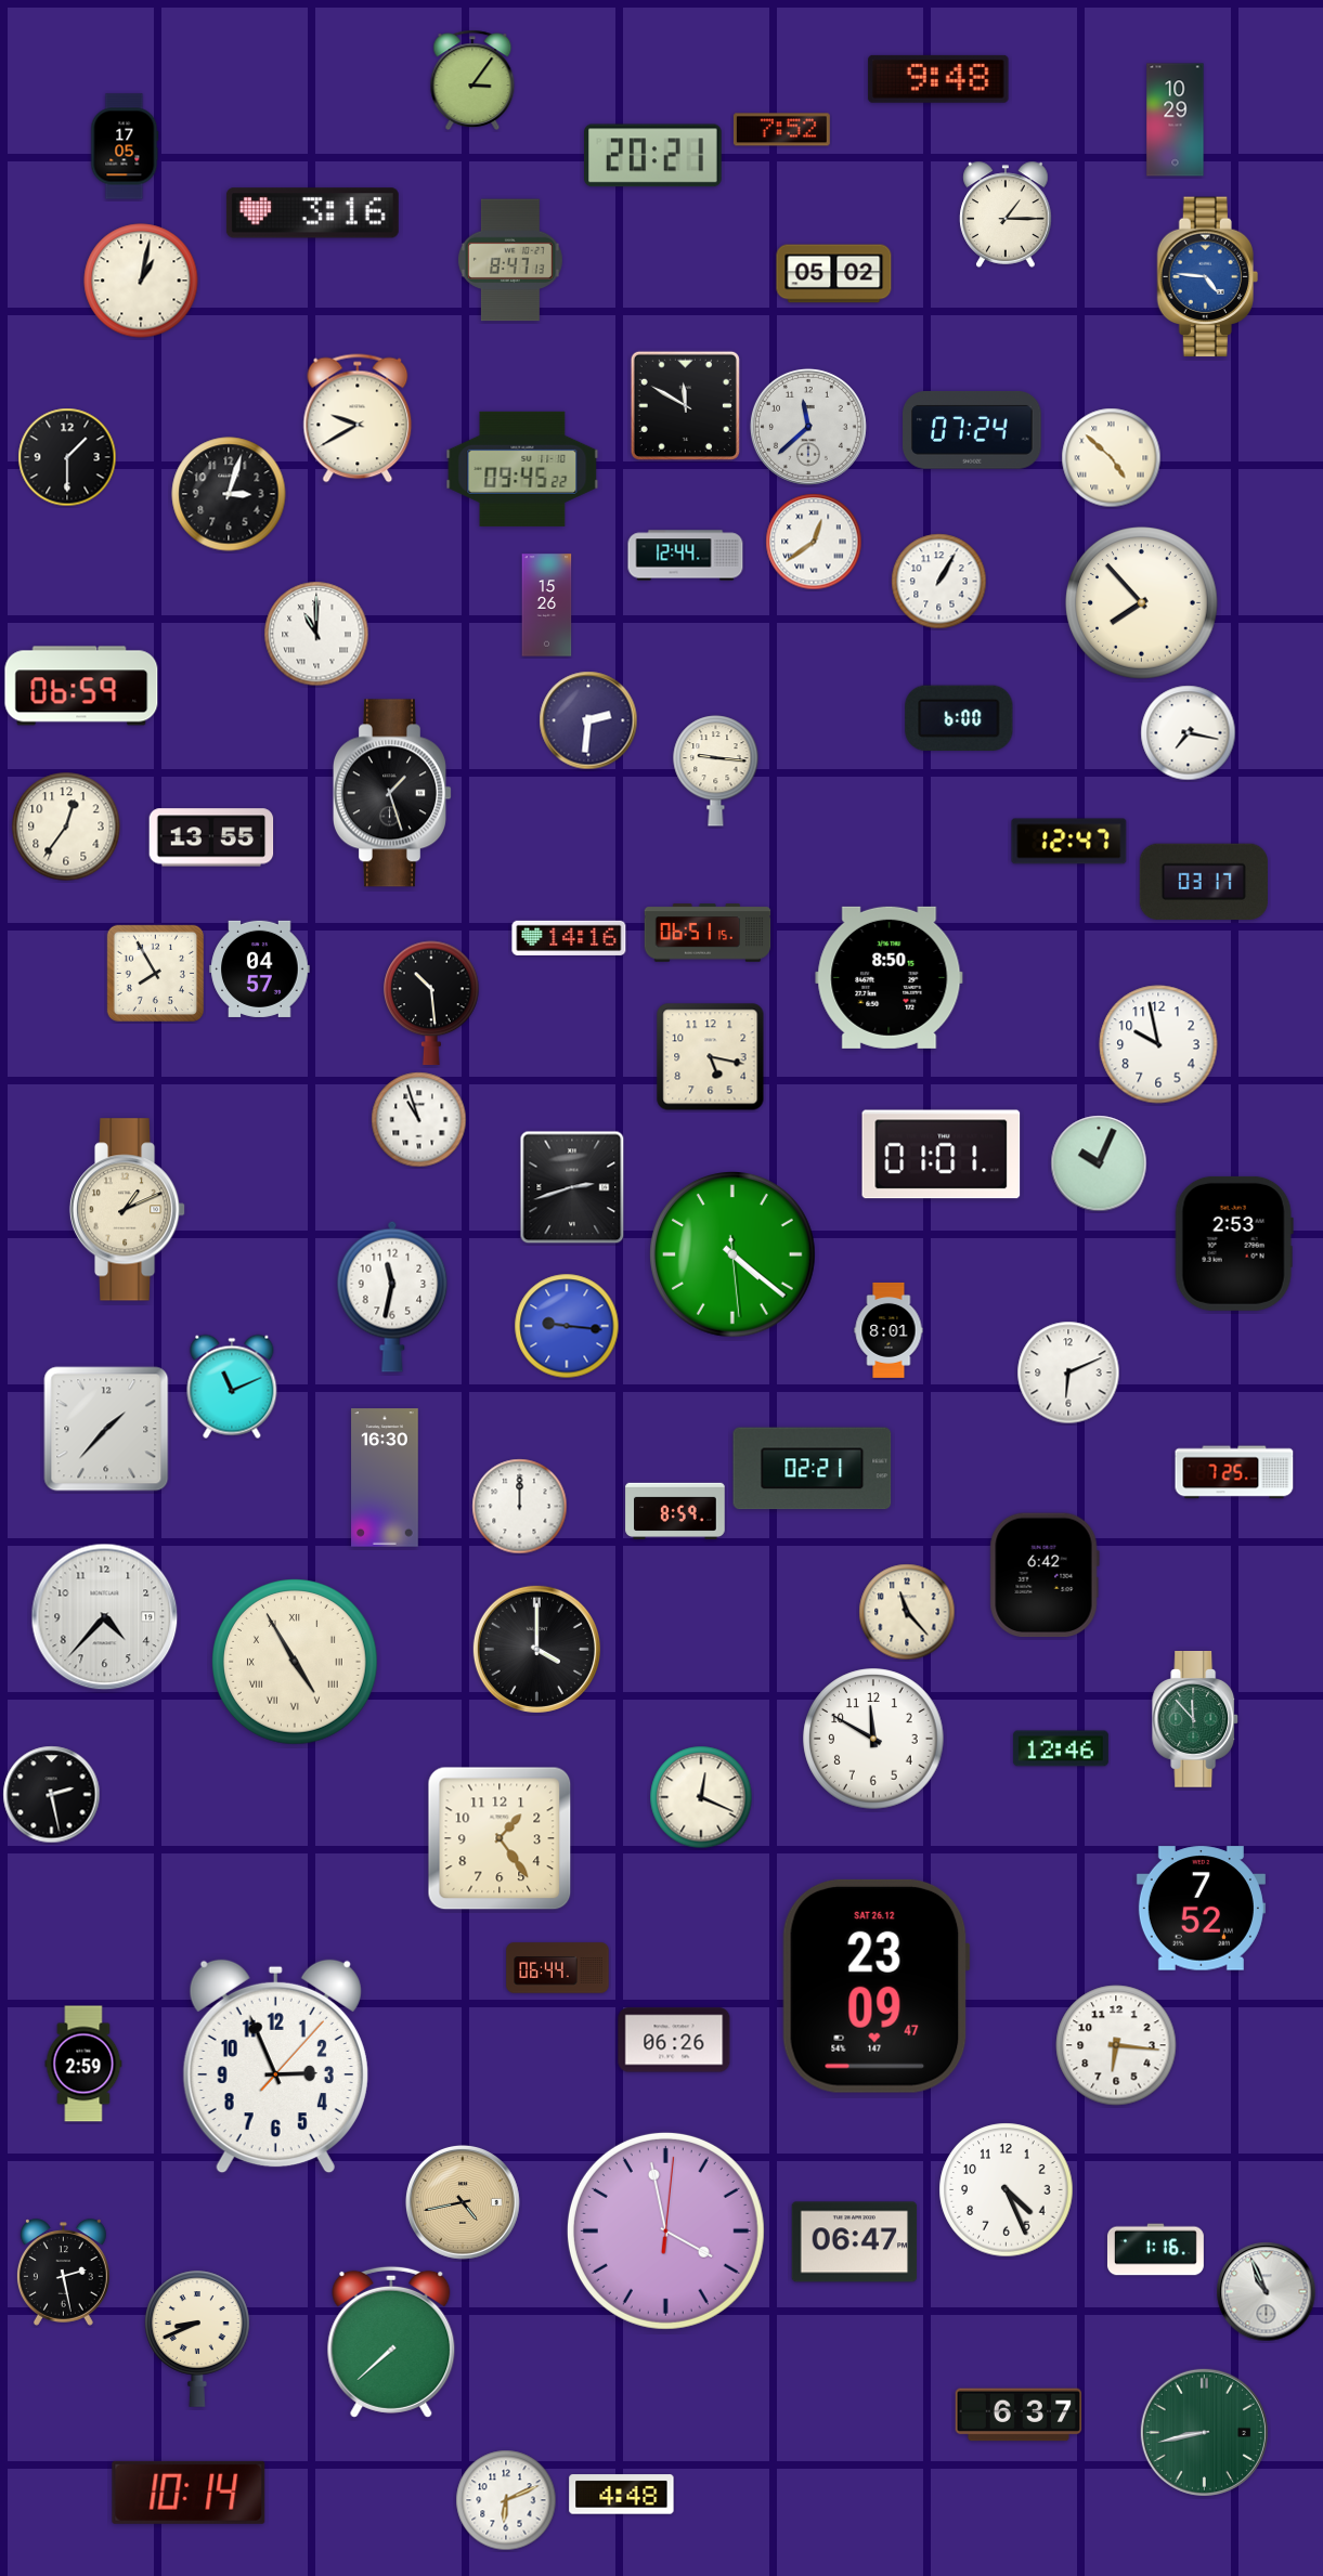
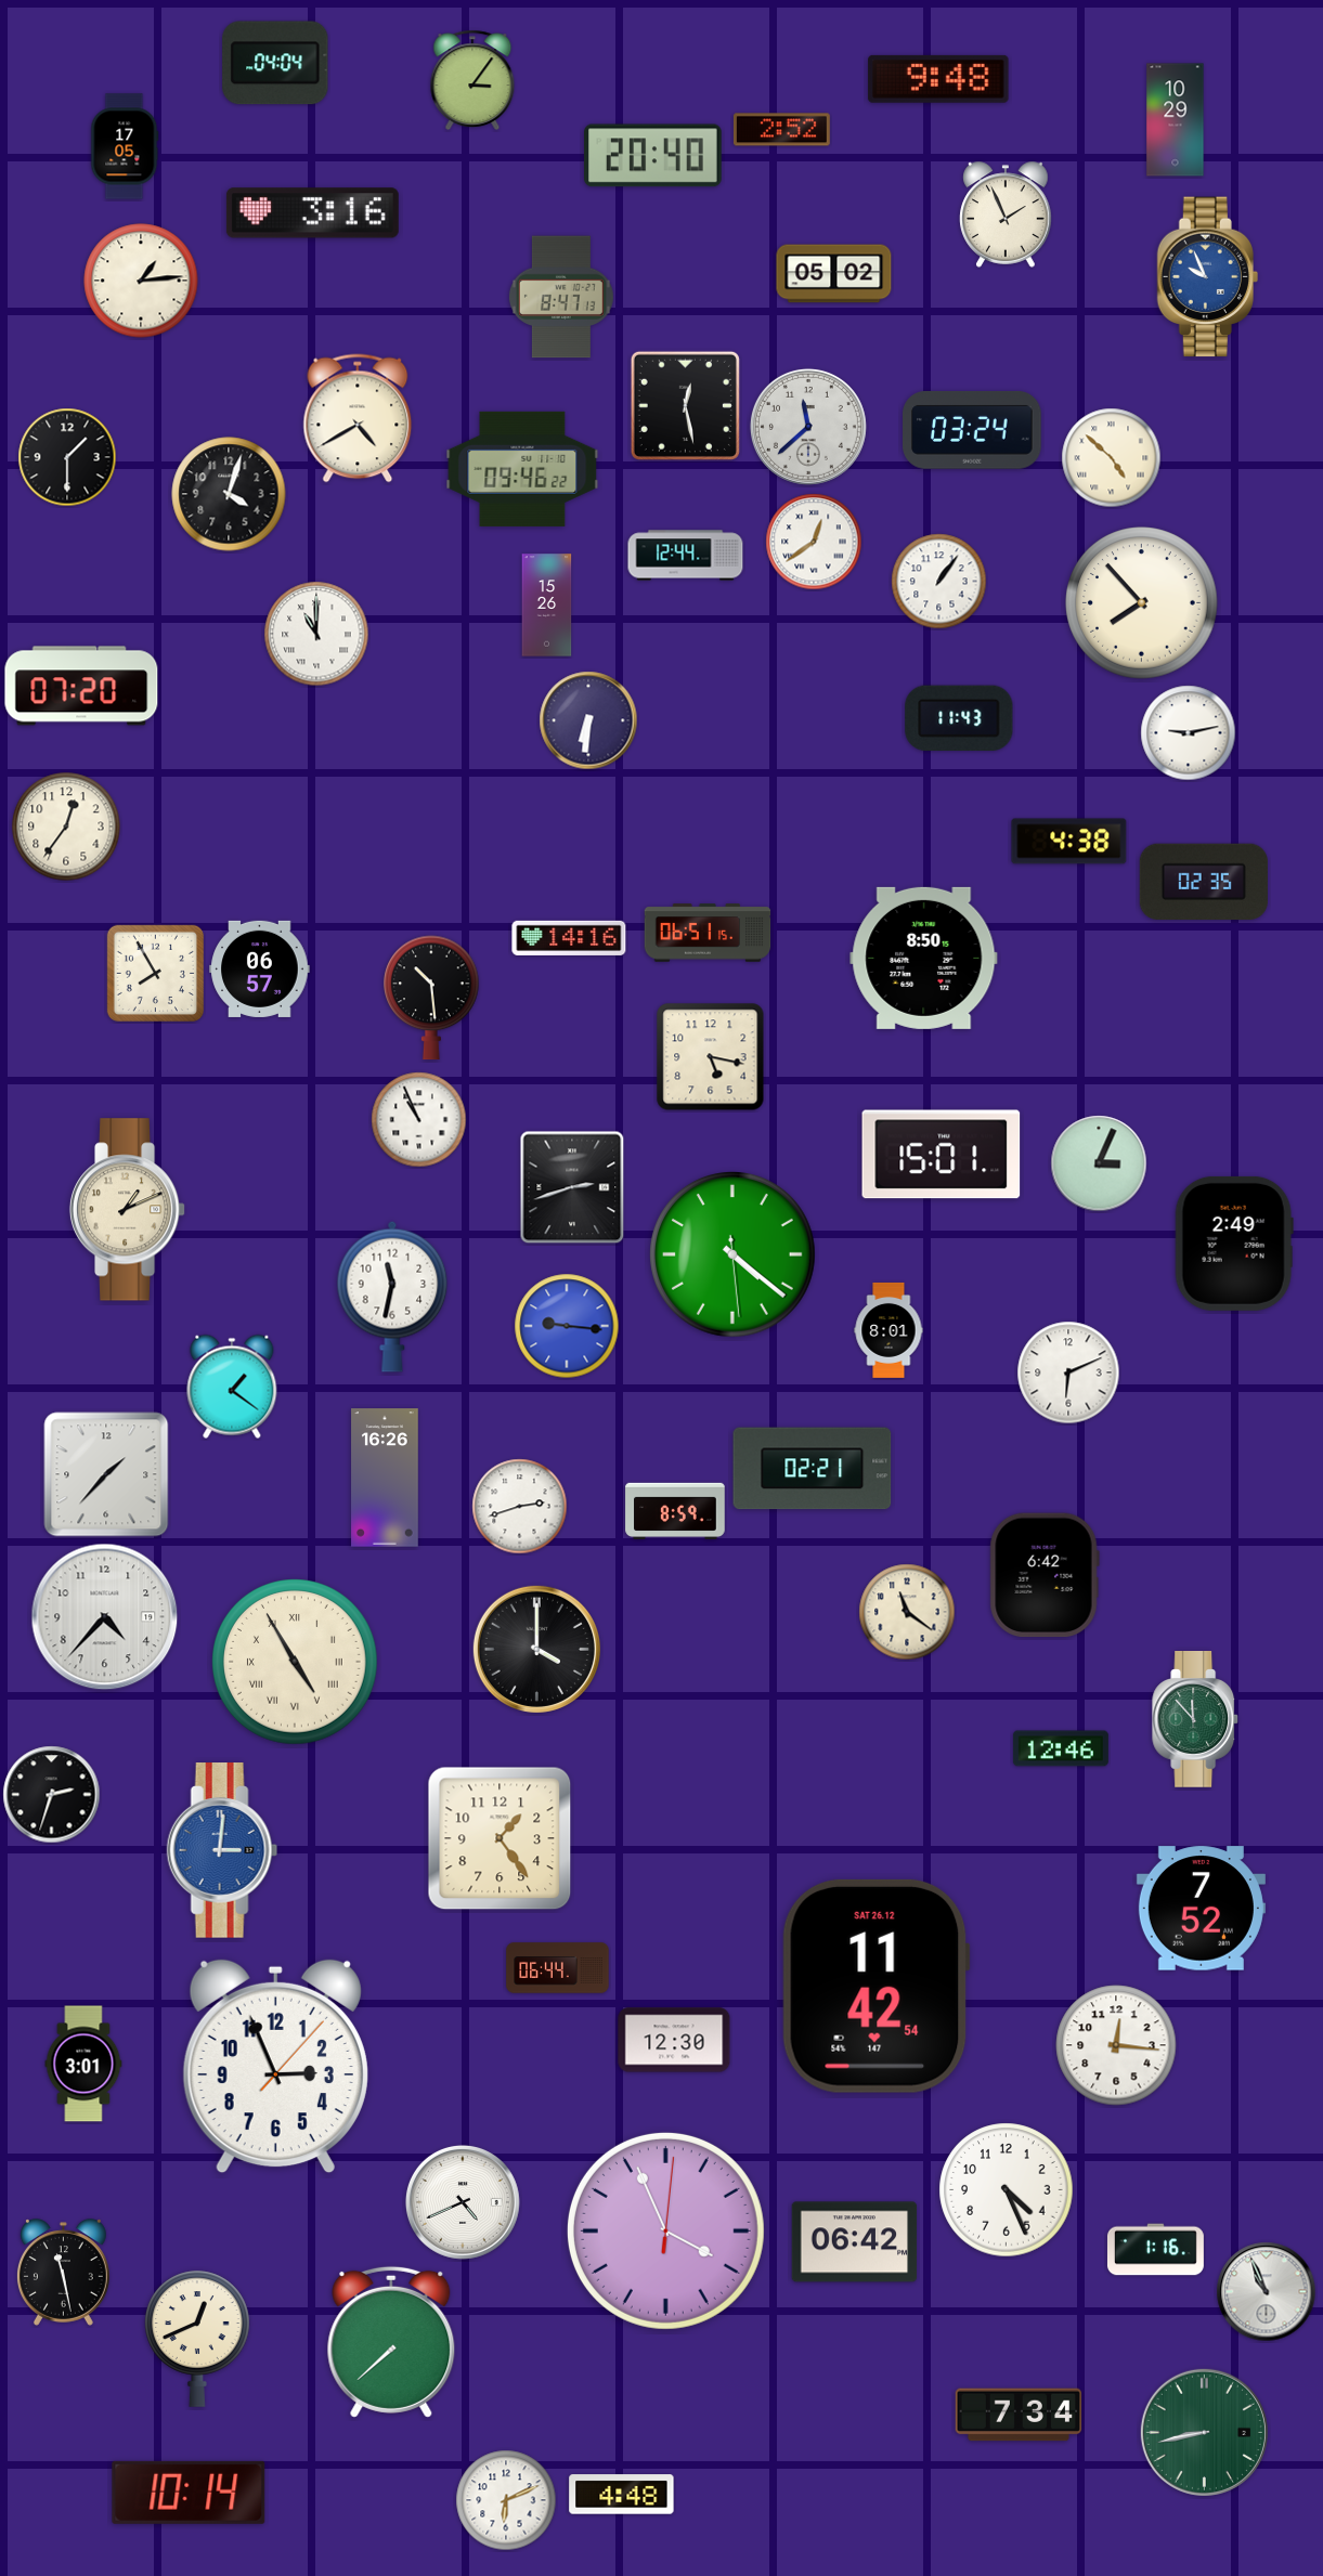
clock at (275, 63): none -> 04:04
clock at (781, 130): 7:52 -> 2:52
clock at (653, 156): 20:21 -> 20:40
clock at (1006, 214): 1:15 -> 1:56
clock at (510, 260) position: (510, 260) -> (561, 297)
clock at (1207, 277): 4:46 -> 9:56
clock at (141, 281): 1:02 -> 1:14
clock at (685, 405): 11:50 -> 12:28
clock at (358, 418): 9:40 -> 4:40
clock at (972, 431): 07:24 -> 03:24
clock at (522, 469): 09:45 -> 09:46
clock at (229, 494): 3:03 -> 4:03
clock at (939, 582): 1:05 -> 1:06
clock at (81, 686): 06:59 -> 07:20
clock at (959, 717): 6:00 -> 11:43
clock at (588, 720): 2:31 -> 6:31
clock at (1189, 733): 7:17 -> 9:13
clock at (716, 771): 9:16 -> none
clock at (392, 793): 1:27 -> none
clock at (211, 837): 13:55 -> none
clock at (1069, 842): 12:47 -> 4:38
clock at (1204, 881): 03:17 -> 02:35
clock at (260, 968): 04:57 -> 06:57
clock at (890, 977) position: (890, 977) -> (924, 958)
clock at (431, 1003) position: (431, 1003) -> (431, 998)
clock at (1158, 1044): 9:58 -> none
clock at (419, 1120): 10:57 -> 10:56
clock at (942, 1155): 01:01 -> 15:01
clock at (1099, 1163): 10:04 -> 3:04
clock at (1234, 1244): 2:53 -> 2:49
clock at (232, 1387): 11:11 -> 1:21
clock at (106, 1429) position: (106, 1429) -> (106, 1474)
clock at (1234, 1472): 7:25 -> none
clock at (385, 1478): 16:30 -> 16:26
clock at (520, 1507): 12:00 -> 2:42
clock at (907, 1612): 11:23 -> 11:21
clock at (873, 1739): 11:50 -> none
clock at (52, 1795): 2:28 -> 2:33
clock at (701, 1797): 12:19 -> none
clock at (222, 1851): none -> 3:01
clock at (875, 1986): 23:09 -> 11:42
clock at (674, 2040): 06:26 -> 12:30
clock at (1116, 2045): 6:16 -> 12:16
clock at (83, 2064): 2:59 -> 3:01
clock at (463, 2202): 4:43 -> 4:41
clock at (463, 2202) dial: champagne -> white
clock at (665, 2230): 3:58 -> 3:56
clock at (855, 2242): 06:47 -> 06:42
clock at (63, 2273): 2:28 -> 11:28
clock at (197, 2339): 8:41 -> 12:41
clock at (1019, 2415): 6:37 -> 7:34
